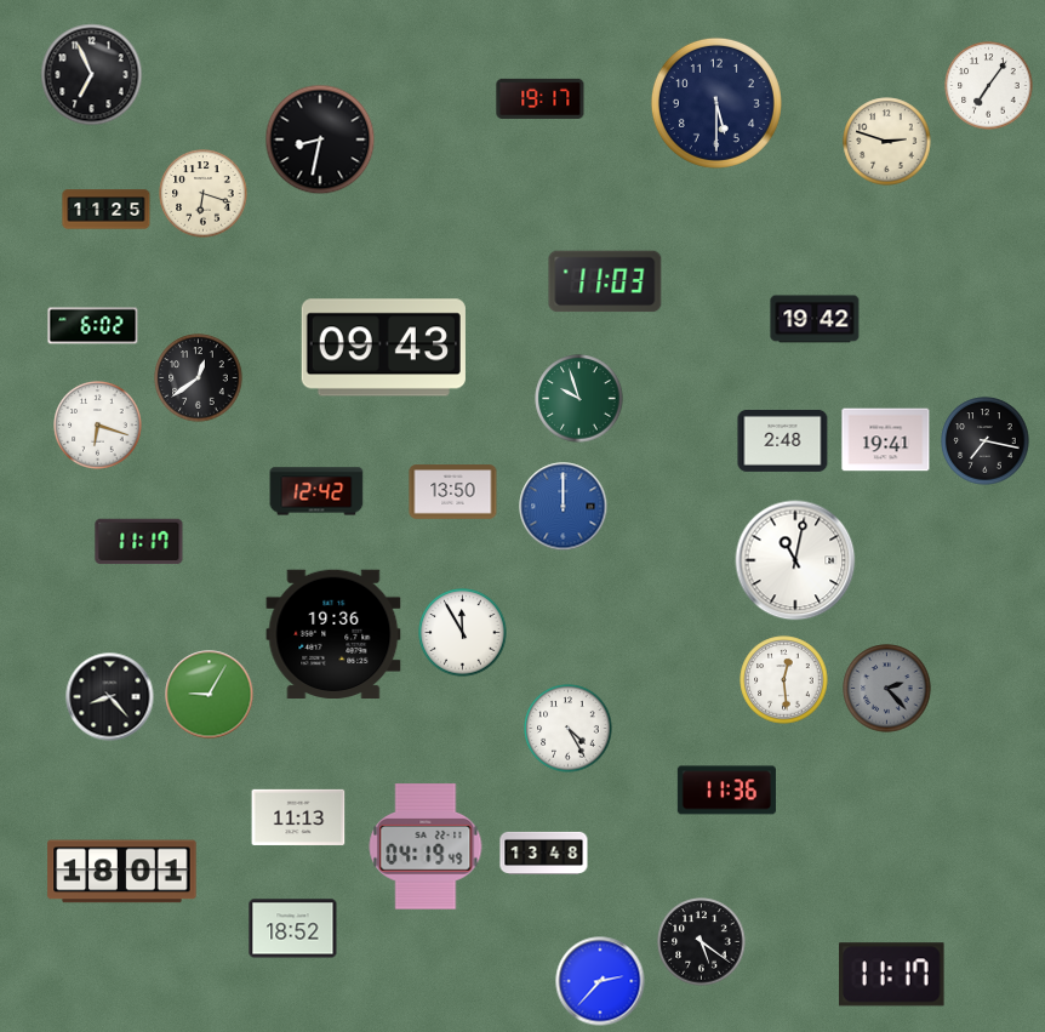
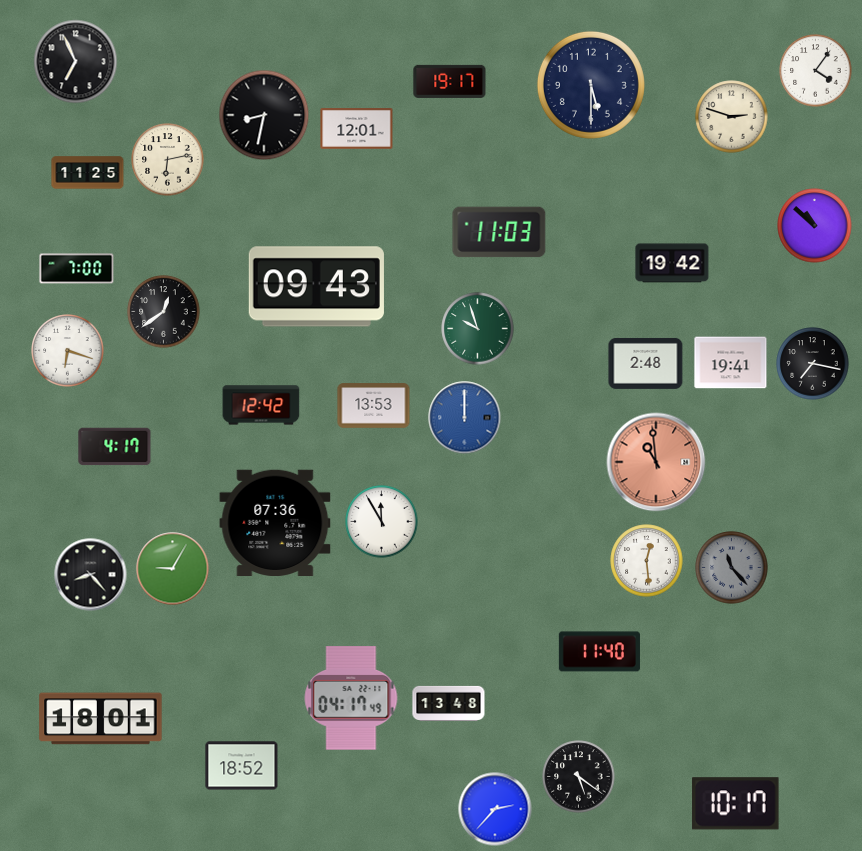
clock at (989, 86): 7:06 -> 4:06
clock at (541, 98) position: (541, 98) -> (450, 81)
clock at (357, 129): none -> 12:01
clock at (204, 194): 6:18 -> 6:13
clock at (815, 226): none -> 10:52
clock at (93, 326): 6:02 -> 7:00
clock at (98, 426) position: (98, 426) -> (68, 351)
clock at (453, 492): 13:50 -> 13:53
clock at (139, 542): 11:17 -> 4:17
clock at (795, 560): 11:02 -> 10:59
clock at (795, 560) dial: white -> salmon
clock at (333, 633): 19:36 -> 07:36
clock at (887, 689): 2:23 -> 11:23
clock at (210, 695) position: (210, 695) -> (173, 569)
clock at (569, 729): 4:25 -> none
clock at (726, 791): 11:36 -> 11:40
clock at (298, 816): 11:13 -> none
clock at (426, 846): 04:19 -> 04:17
clock at (892, 975): 11:17 -> 10:17
